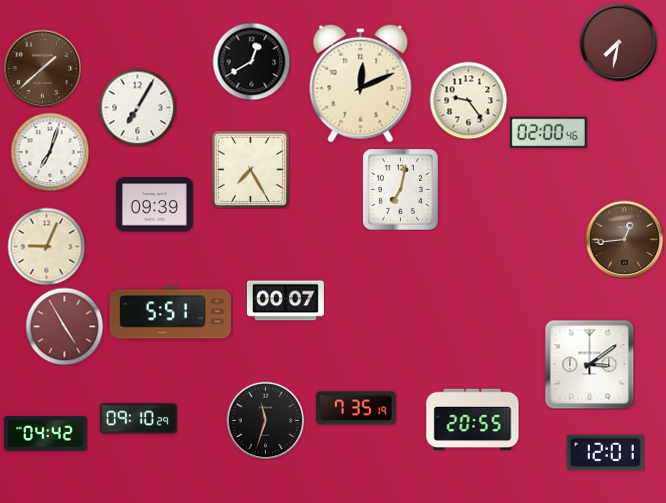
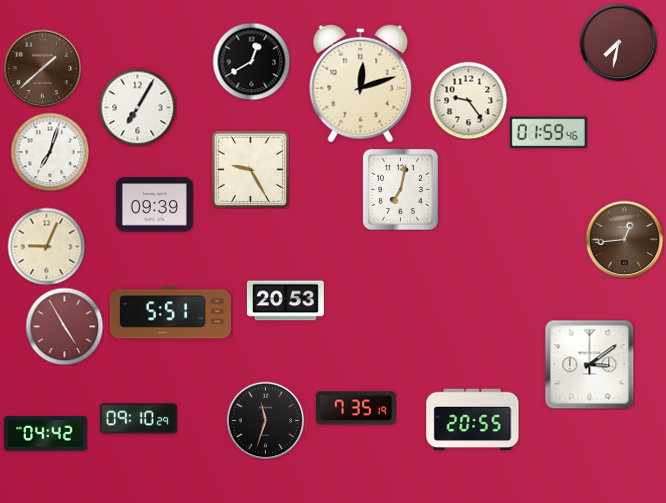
clock at (361, 83): 12:11 -> 12:12
clock at (548, 133): 02:00 -> 01:59
clock at (250, 169): 7:25 -> 9:25
clock at (285, 301): 00:07 -> 20:53
clock at (605, 453): 12:01 -> none
